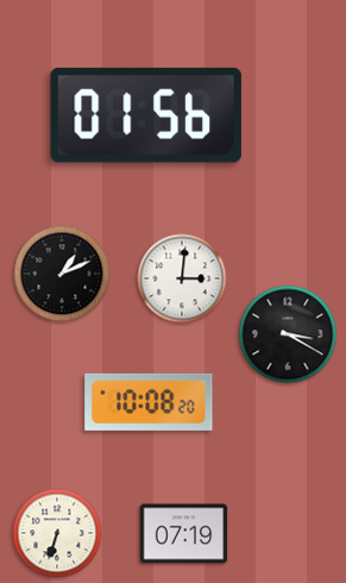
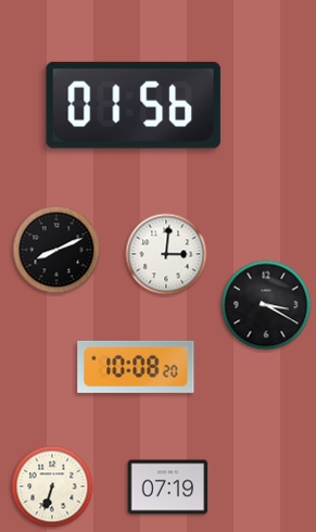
clock at (62, 274): 1:11 -> 8:11
clock at (288, 334) position: (288, 334) -> (266, 305)
